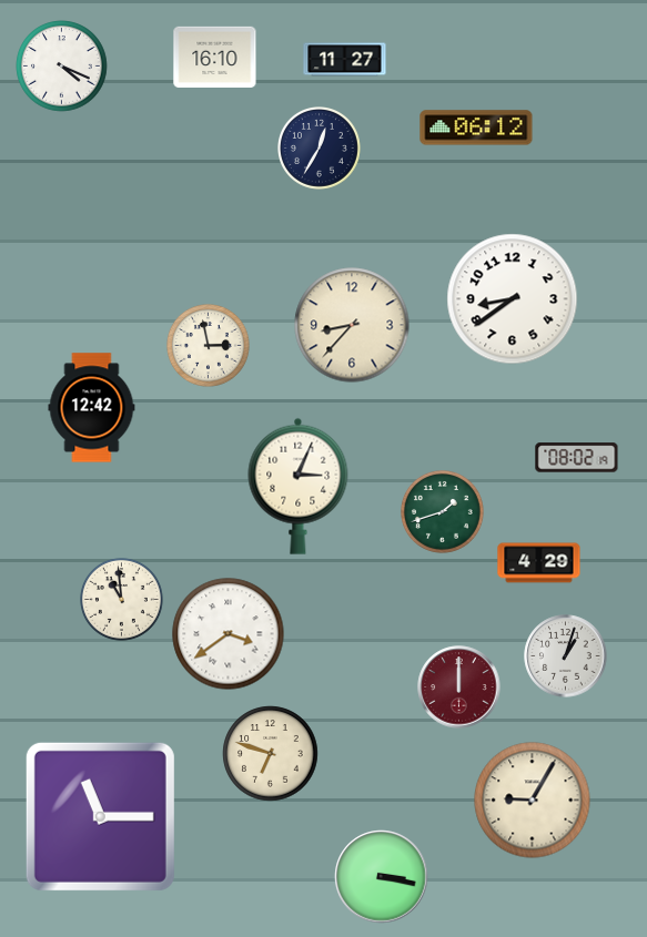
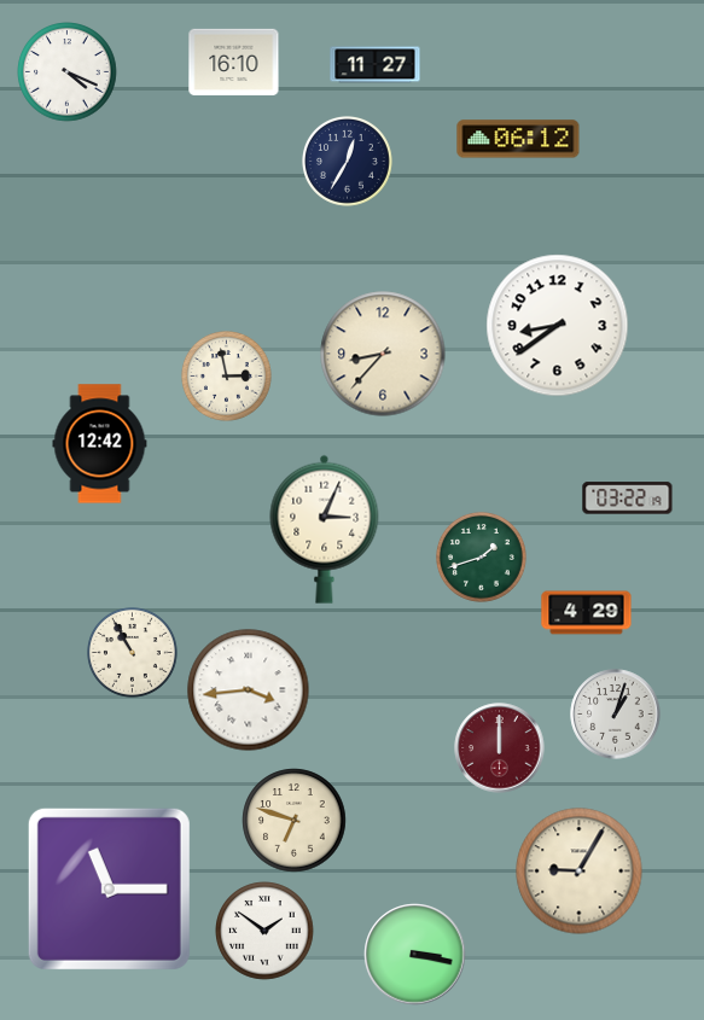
clock at (577, 458): 08:02 -> 03:22
clock at (122, 600): 10:59 -> 10:55
clock at (229, 634): 3:39 -> 3:44
clock at (264, 931): none -> 1:51
